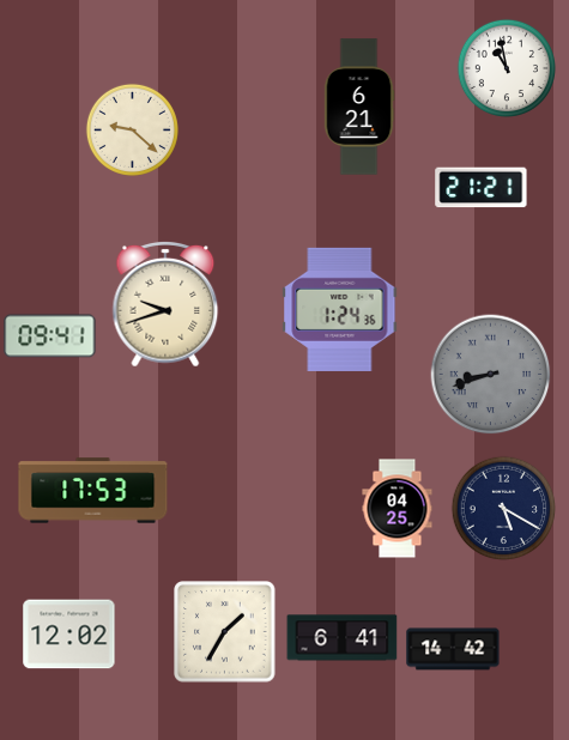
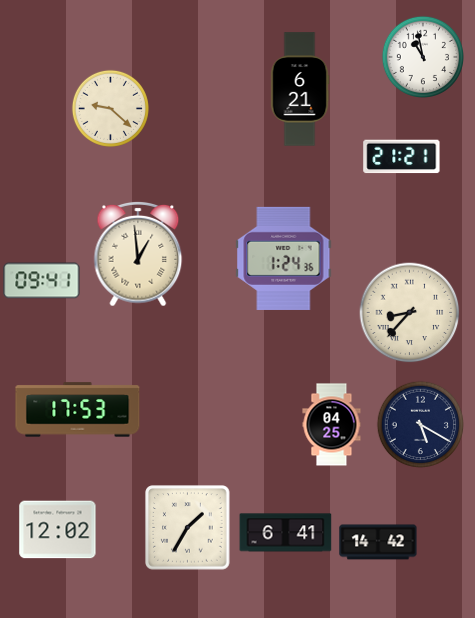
clock at (165, 304): 9:42 -> 12:59
clock at (491, 375): 8:42 -> 8:37
clock at (491, 375) dial: grey -> cream
